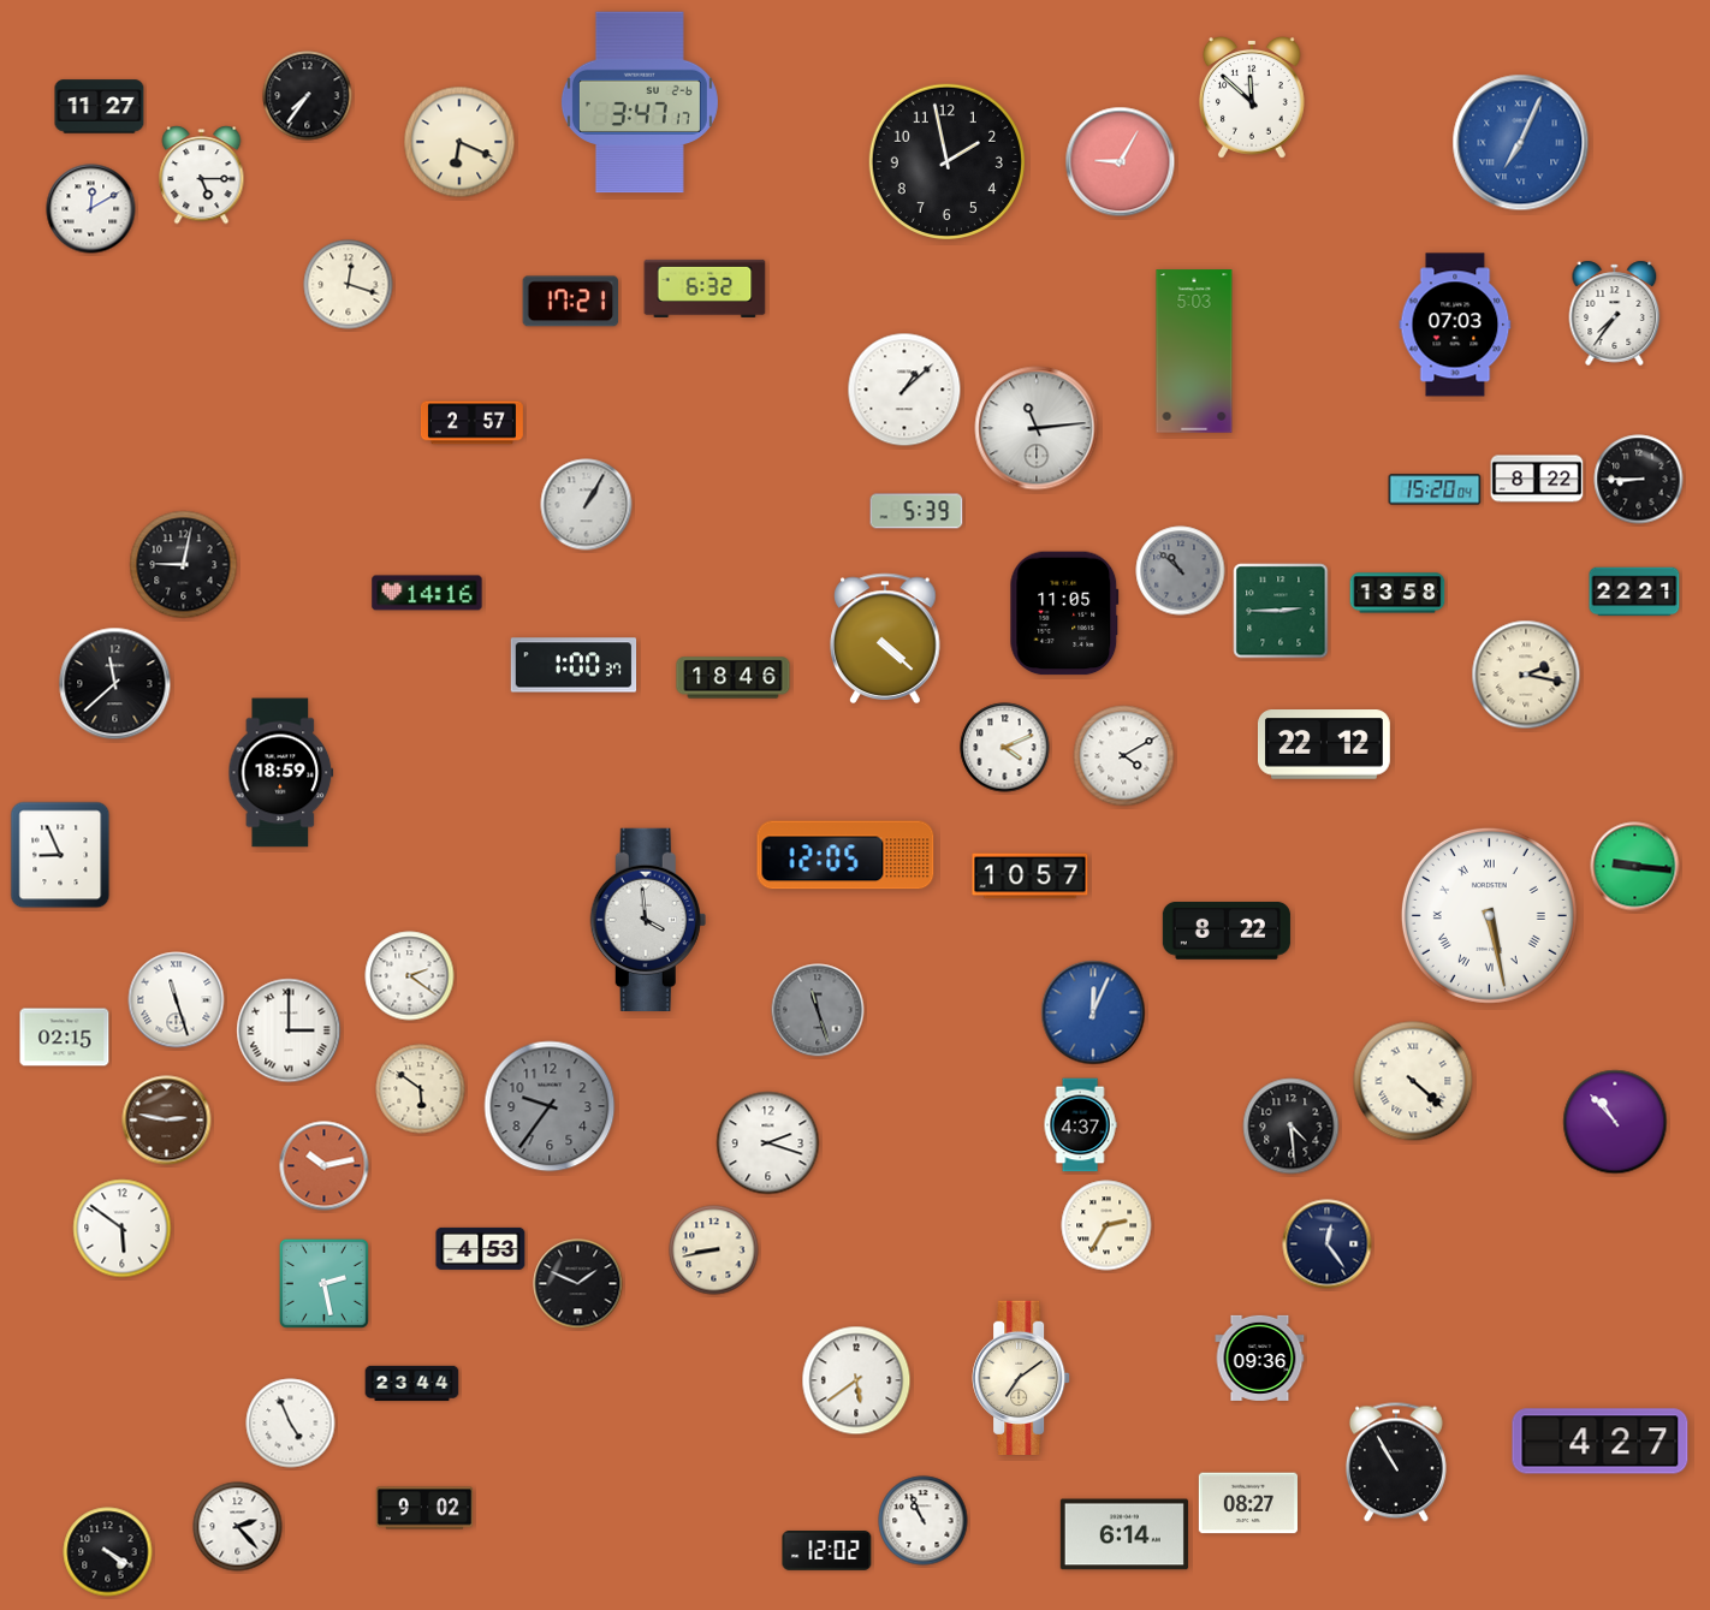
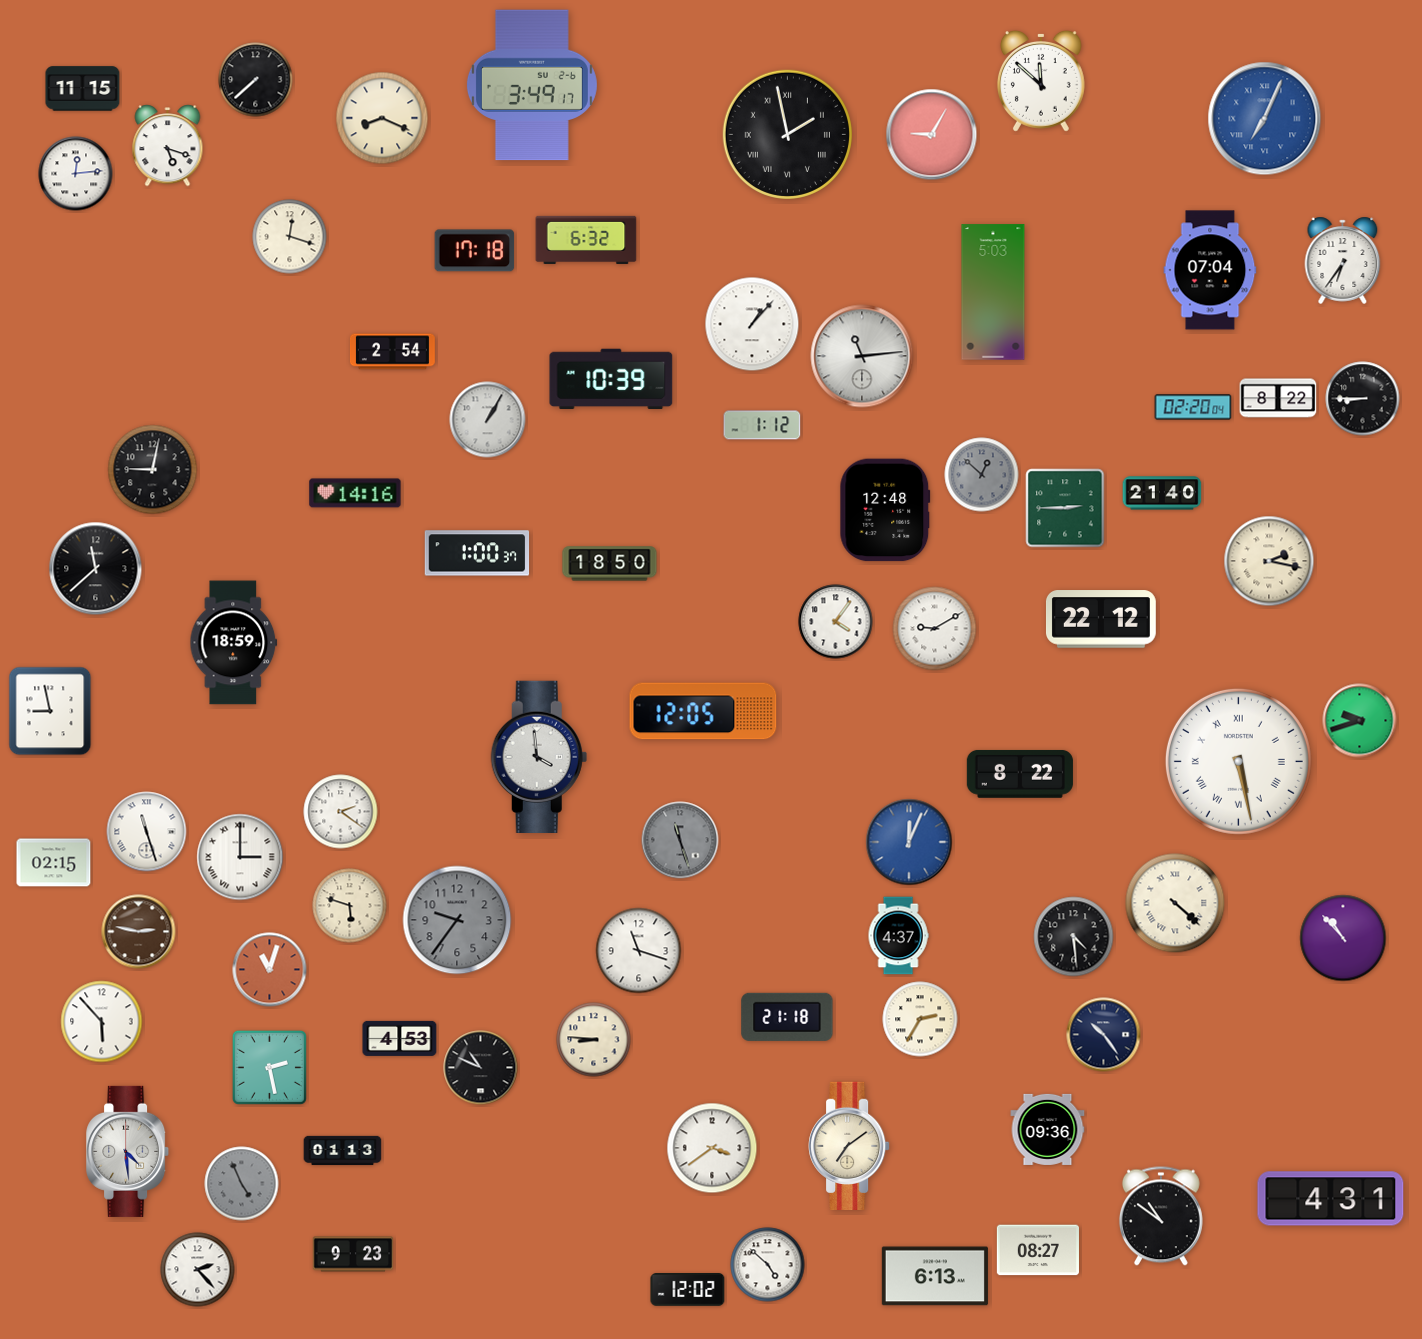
clock at (308, 96): 7:36 -> 7:38
clock at (640, 102): 3:47 -> 3:49
clock at (100, 107): 11:27 -> 11:15
clock at (459, 142): 6:19 -> 8:19
clock at (946, 161) numerals: Arabic -> Roman
clock at (202, 176): 5:15 -> 5:18
clock at (91, 209): 12:10 -> 12:14
clock at (571, 302): 17:21 -> 17:18
clock at (1615, 313): 7:36 -> 6:36
clock at (1455, 325): 07:03 -> 07:04
clock at (904, 390): 1:08 -> 1:07
clock at (471, 423): 2:57 -> 2:54
clock at (611, 379): none -> 10:39
clock at (1435, 489): 15:20 -> 02:20
clock at (916, 511): 5:39 -> 1:12
clock at (1181, 571): 10:52 -> 12:52
clock at (1634, 592): 22:21 -> none
clock at (1397, 593): 13:58 -> 21:40
clock at (1064, 613): 11:05 -> 12:48
clock at (885, 638): 4:22 -> none
clock at (734, 678): 18:46 -> 18:50
clock at (1005, 748): 4:11 -> 4:06
clock at (1124, 756): 4:10 -> 9:10
clock at (60, 855): 8:56 -> 8:58
clock at (1635, 867): 9:16 -> 9:42
clock at (1031, 877): 10:57 -> none
clock at (648, 919) position: (648, 919) -> (539, 756)
clock at (1413, 1081) position: (1413, 1081) -> (1175, 903)
clock at (421, 1089): 5:51 -> 5:48
clock at (1615, 1122) position: (1615, 1122) -> (1343, 938)
clock at (768, 1143): 2:18 -> 11:18
clock at (325, 1166): 10:13 -> 11:03
clock at (787, 1017): none -> 21:18
clock at (123, 1229): 5:51 -> 5:53
clock at (1328, 1244): 12:24 -> 10:24
clock at (714, 1250): 8:43 -> 8:46
clock at (578, 1284): 1:49 -> 10:49
clock at (856, 1380): 5:39 -> 3:39
clock at (128, 1151): none -> 4:29
clock at (412, 1384): 23:44 -> 01:13
clock at (291, 1424) dial: white -> grey
clock at (1601, 1442): 4:27 -> 4:31
clock at (1396, 1462): 10:55 -> 10:51
clock at (424, 1508): 9:02 -> 9:23
clock at (924, 1521): 10:56 -> 4:52
clock at (1124, 1534): 6:14 -> 6:13
clock at (108, 1552): 4:20 -> none
